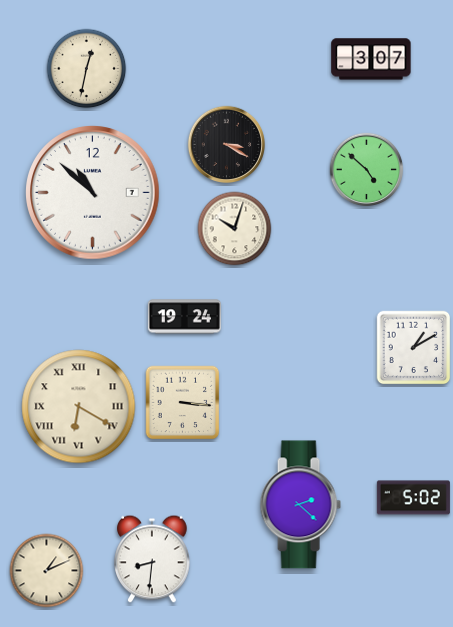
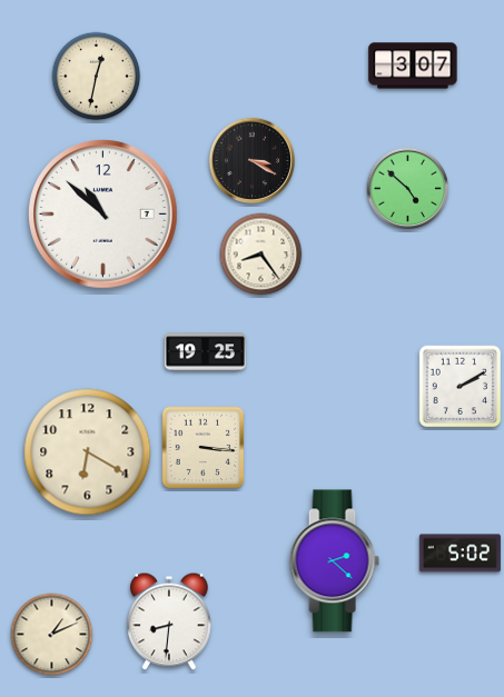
clock at (235, 229): 10:03 -> 8:24
clock at (184, 317): 19:24 -> 19:25
clock at (414, 348): 1:10 -> 2:10
clock at (79, 407) numerals: Roman -> Arabic
